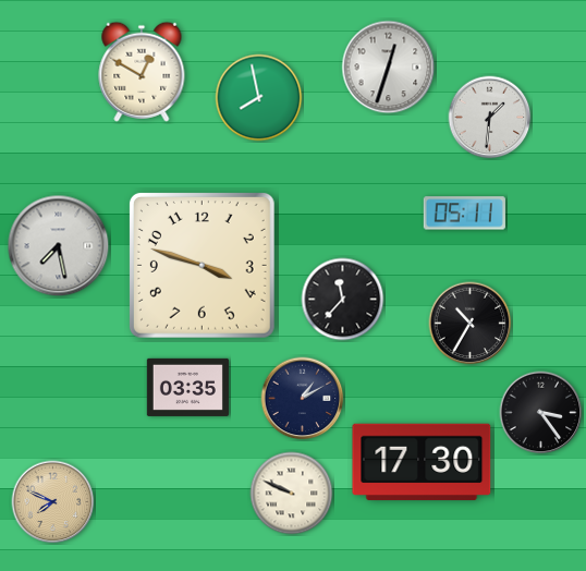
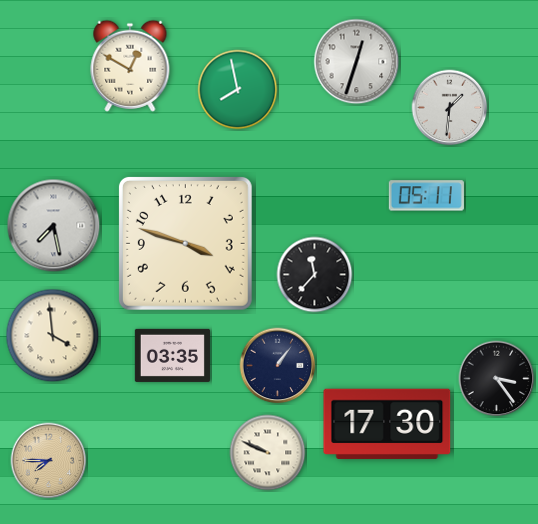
clock at (471, 324): 10:35 -> none
clock at (53, 336): none -> 3:59
clock at (303, 399): 1:10 -> 1:06
clock at (53, 502): 7:49 -> 7:45
